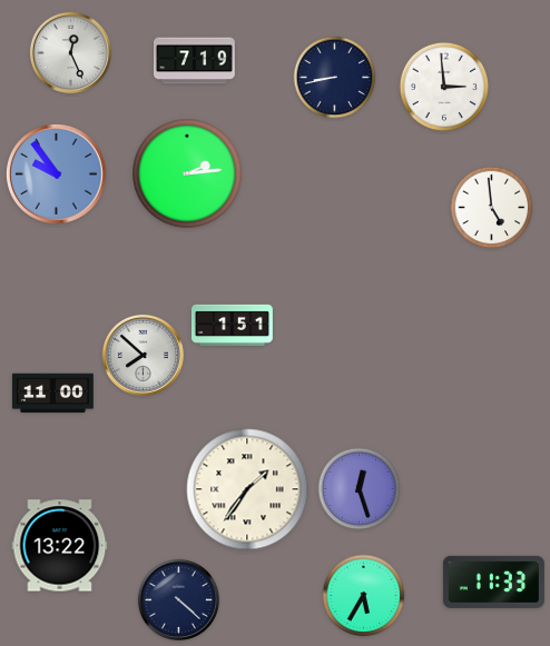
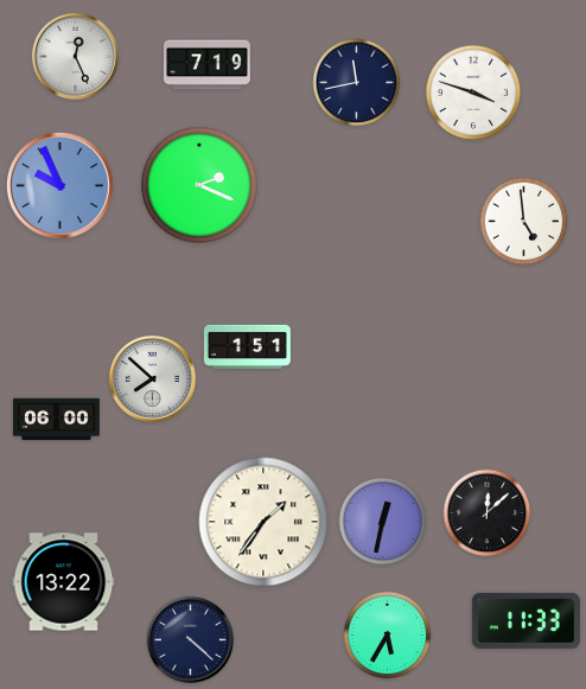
clock at (335, 78): 8:43 -> 11:43
clock at (443, 86): 2:59 -> 3:48
clock at (56, 173): 9:54 -> 9:56
clock at (187, 173): 2:14 -> 2:19
clock at (52, 394): 11:00 -> 06:00
clock at (488, 513): none -> 12:08
clock at (360, 489): 12:27 -> 12:32
